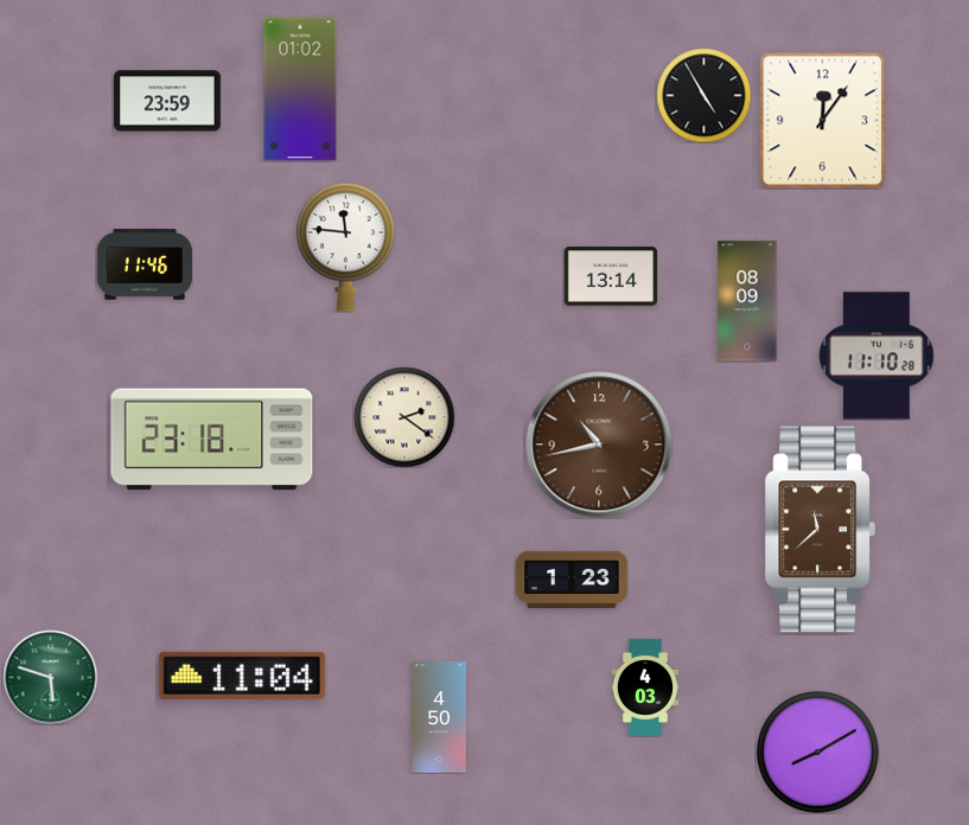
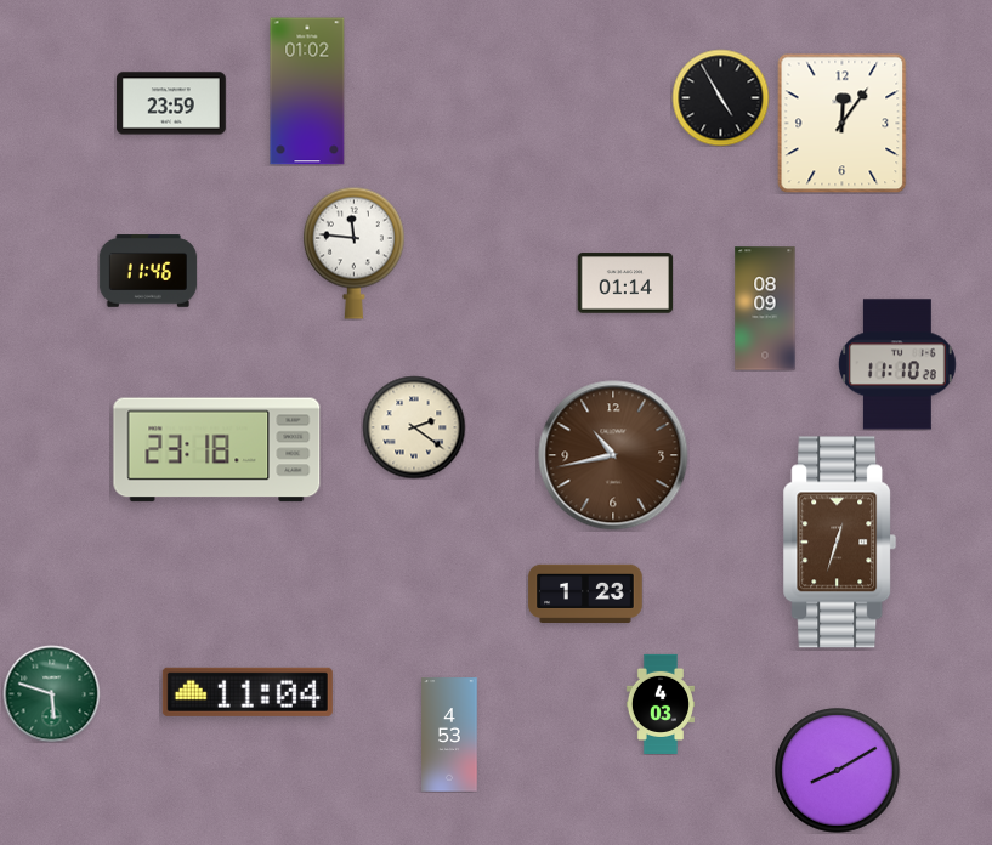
clock at (611, 276): 13:14 -> 01:14
clock at (821, 530): 11:38 -> 12:33
clock at (439, 717): 4:50 -> 4:53
